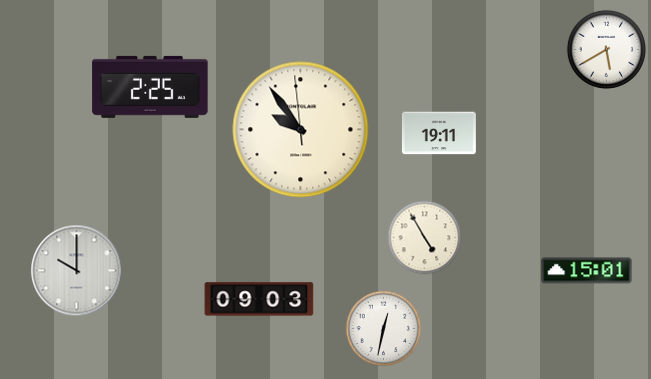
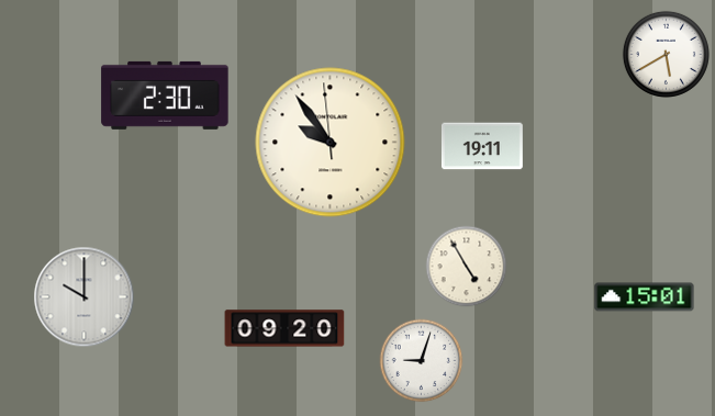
clock at (150, 87): 2:25 -> 2:30
clock at (425, 238) position: (425, 238) -> (467, 267)
clock at (259, 299): 09:03 -> 09:20
clock at (384, 329): 12:32 -> 9:03
